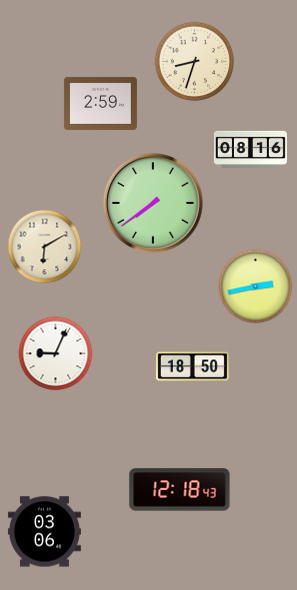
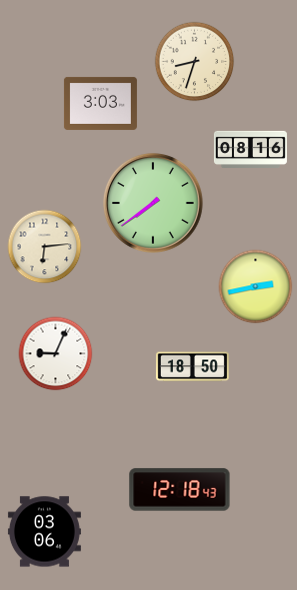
clock at (100, 103): 2:59 -> 3:03
clock at (45, 247): 6:10 -> 6:14
